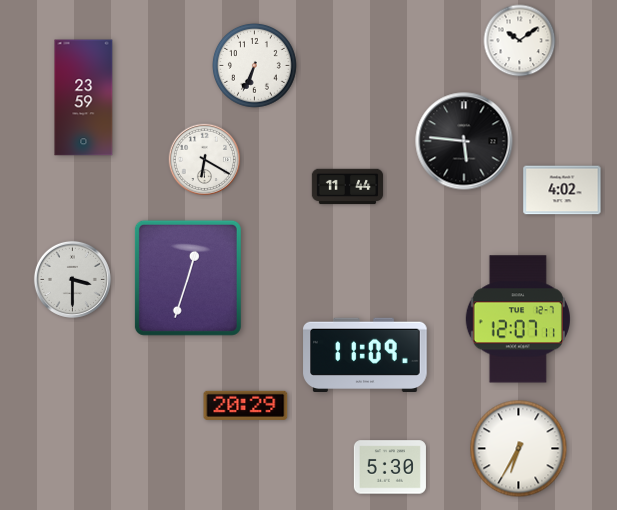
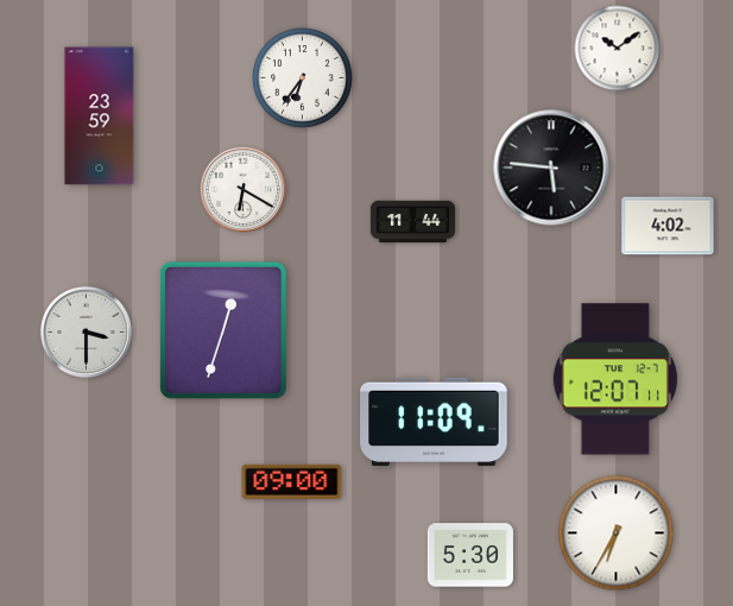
clock at (255, 66): 6:34 -> 6:36
clock at (246, 405): 20:29 -> 09:00
clock at (390, 467) position: (390, 467) -> (470, 555)
